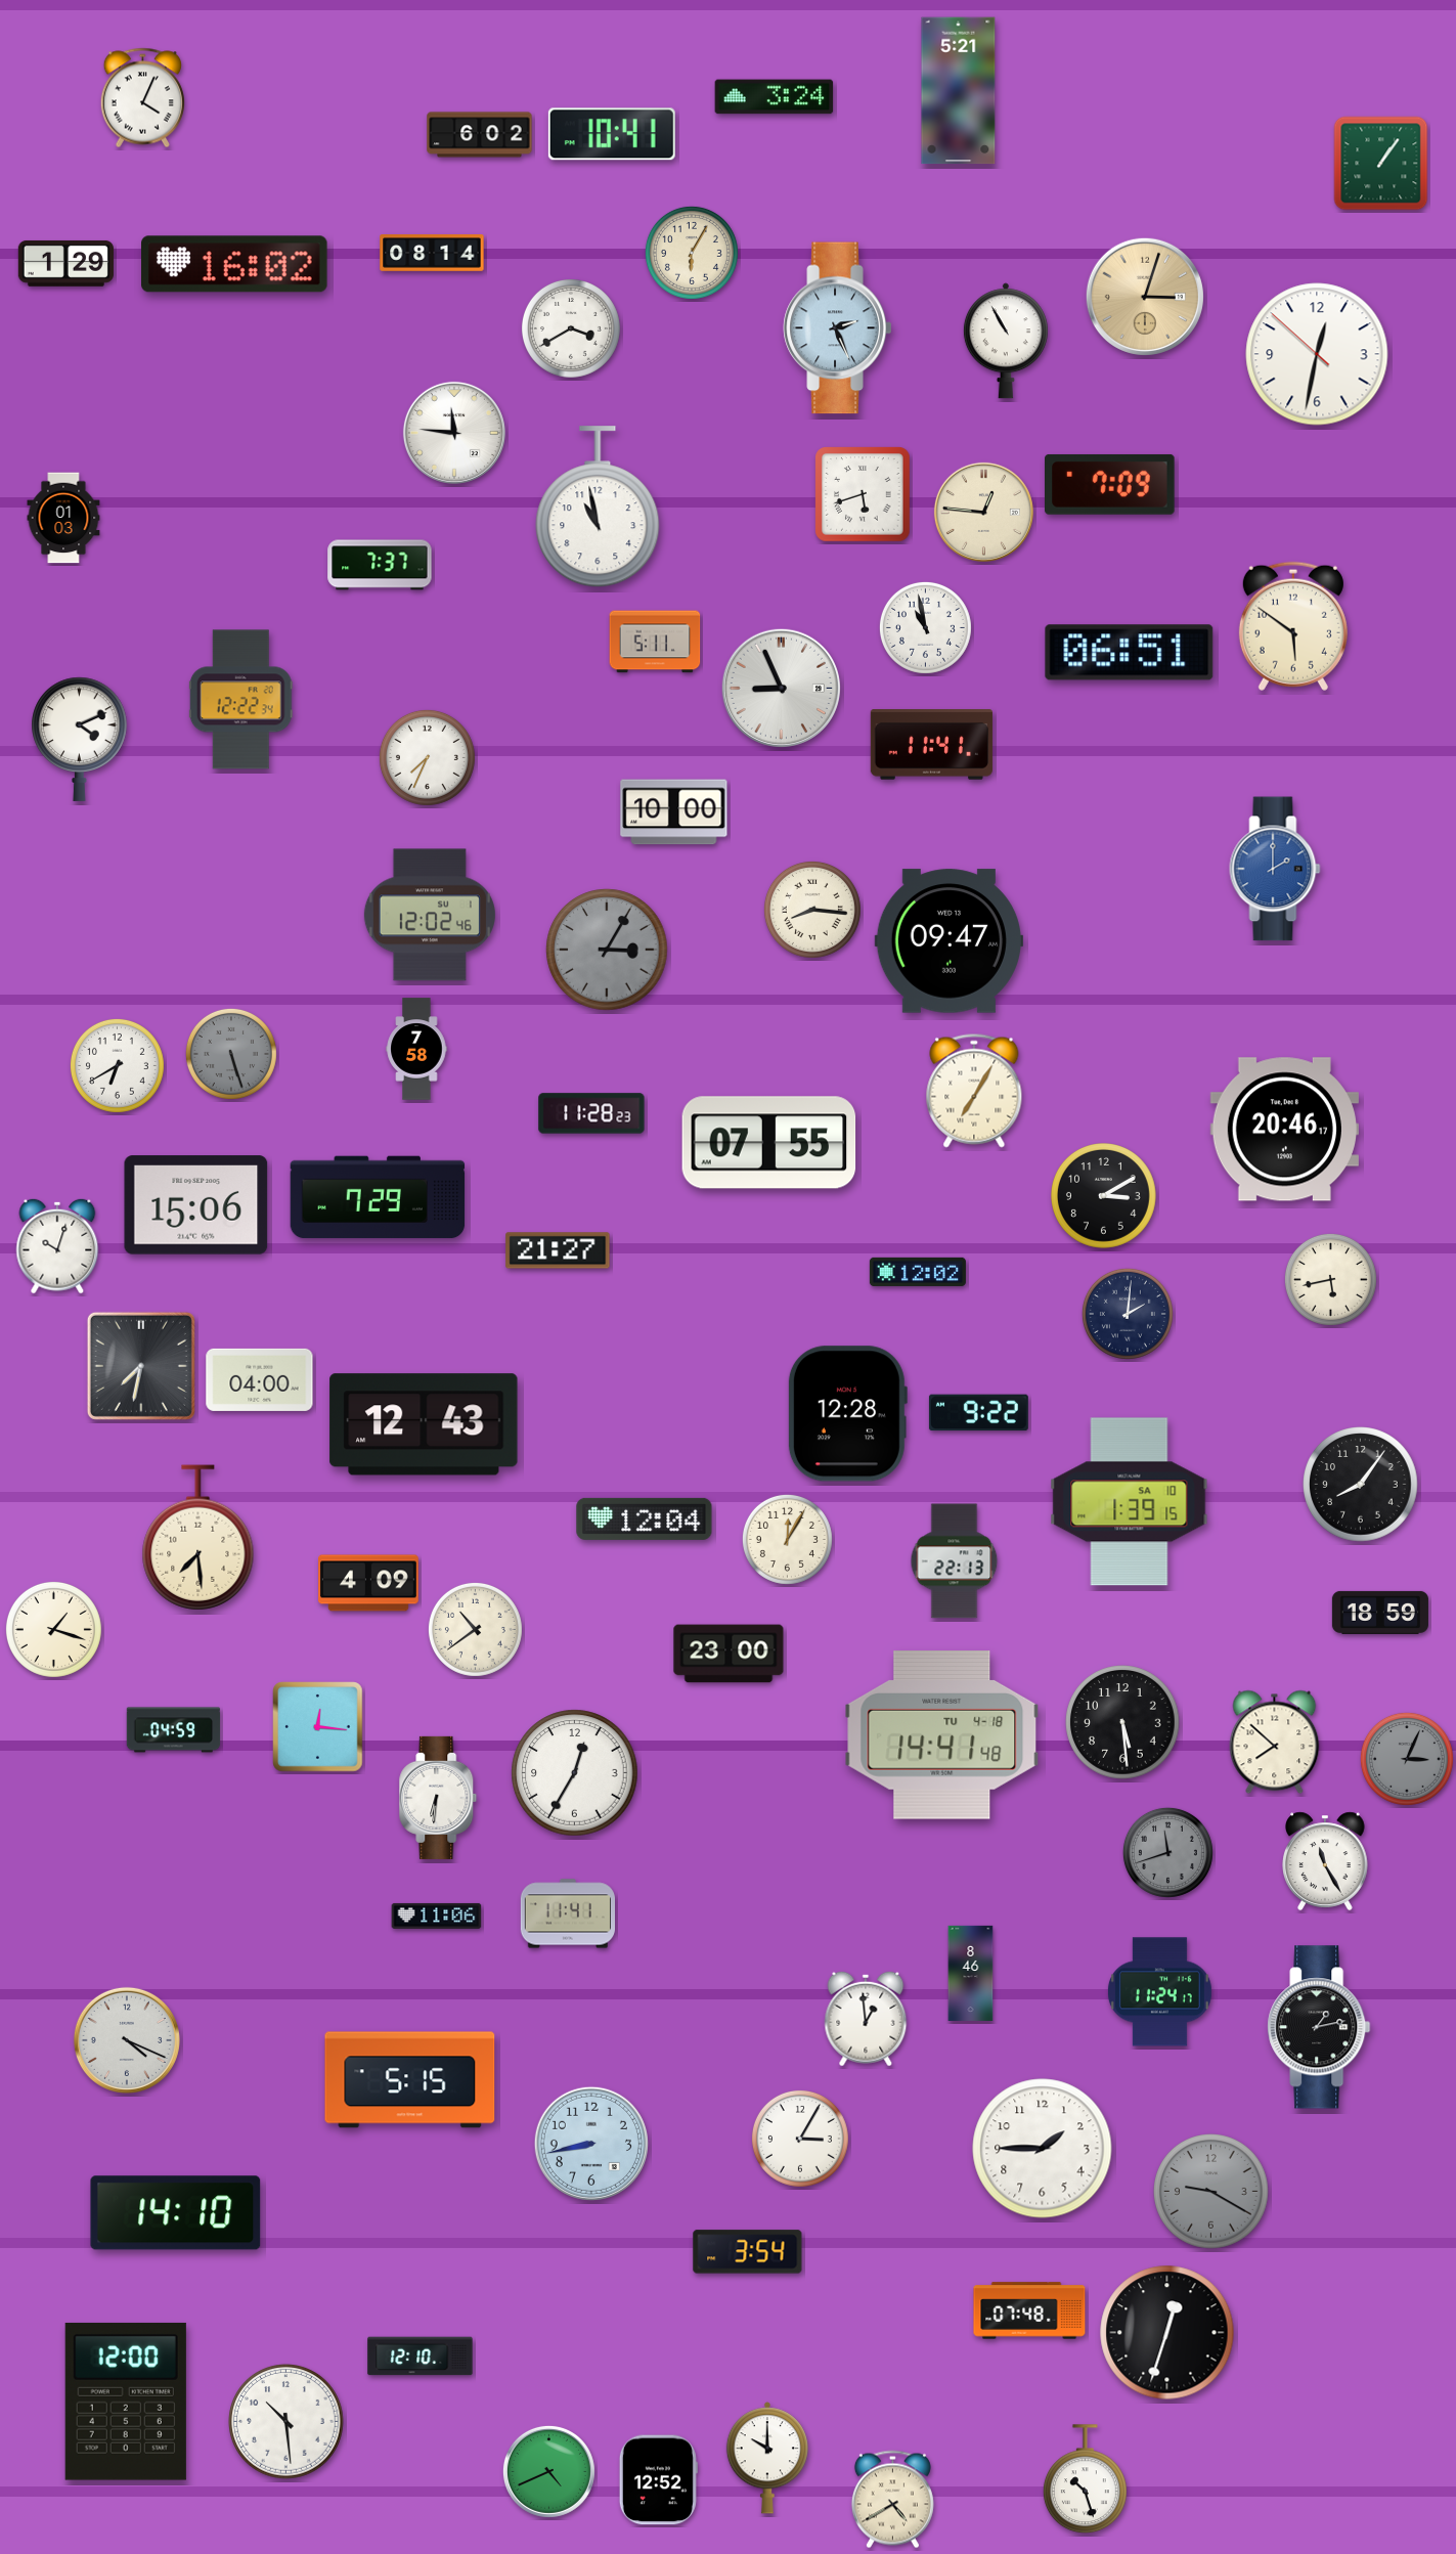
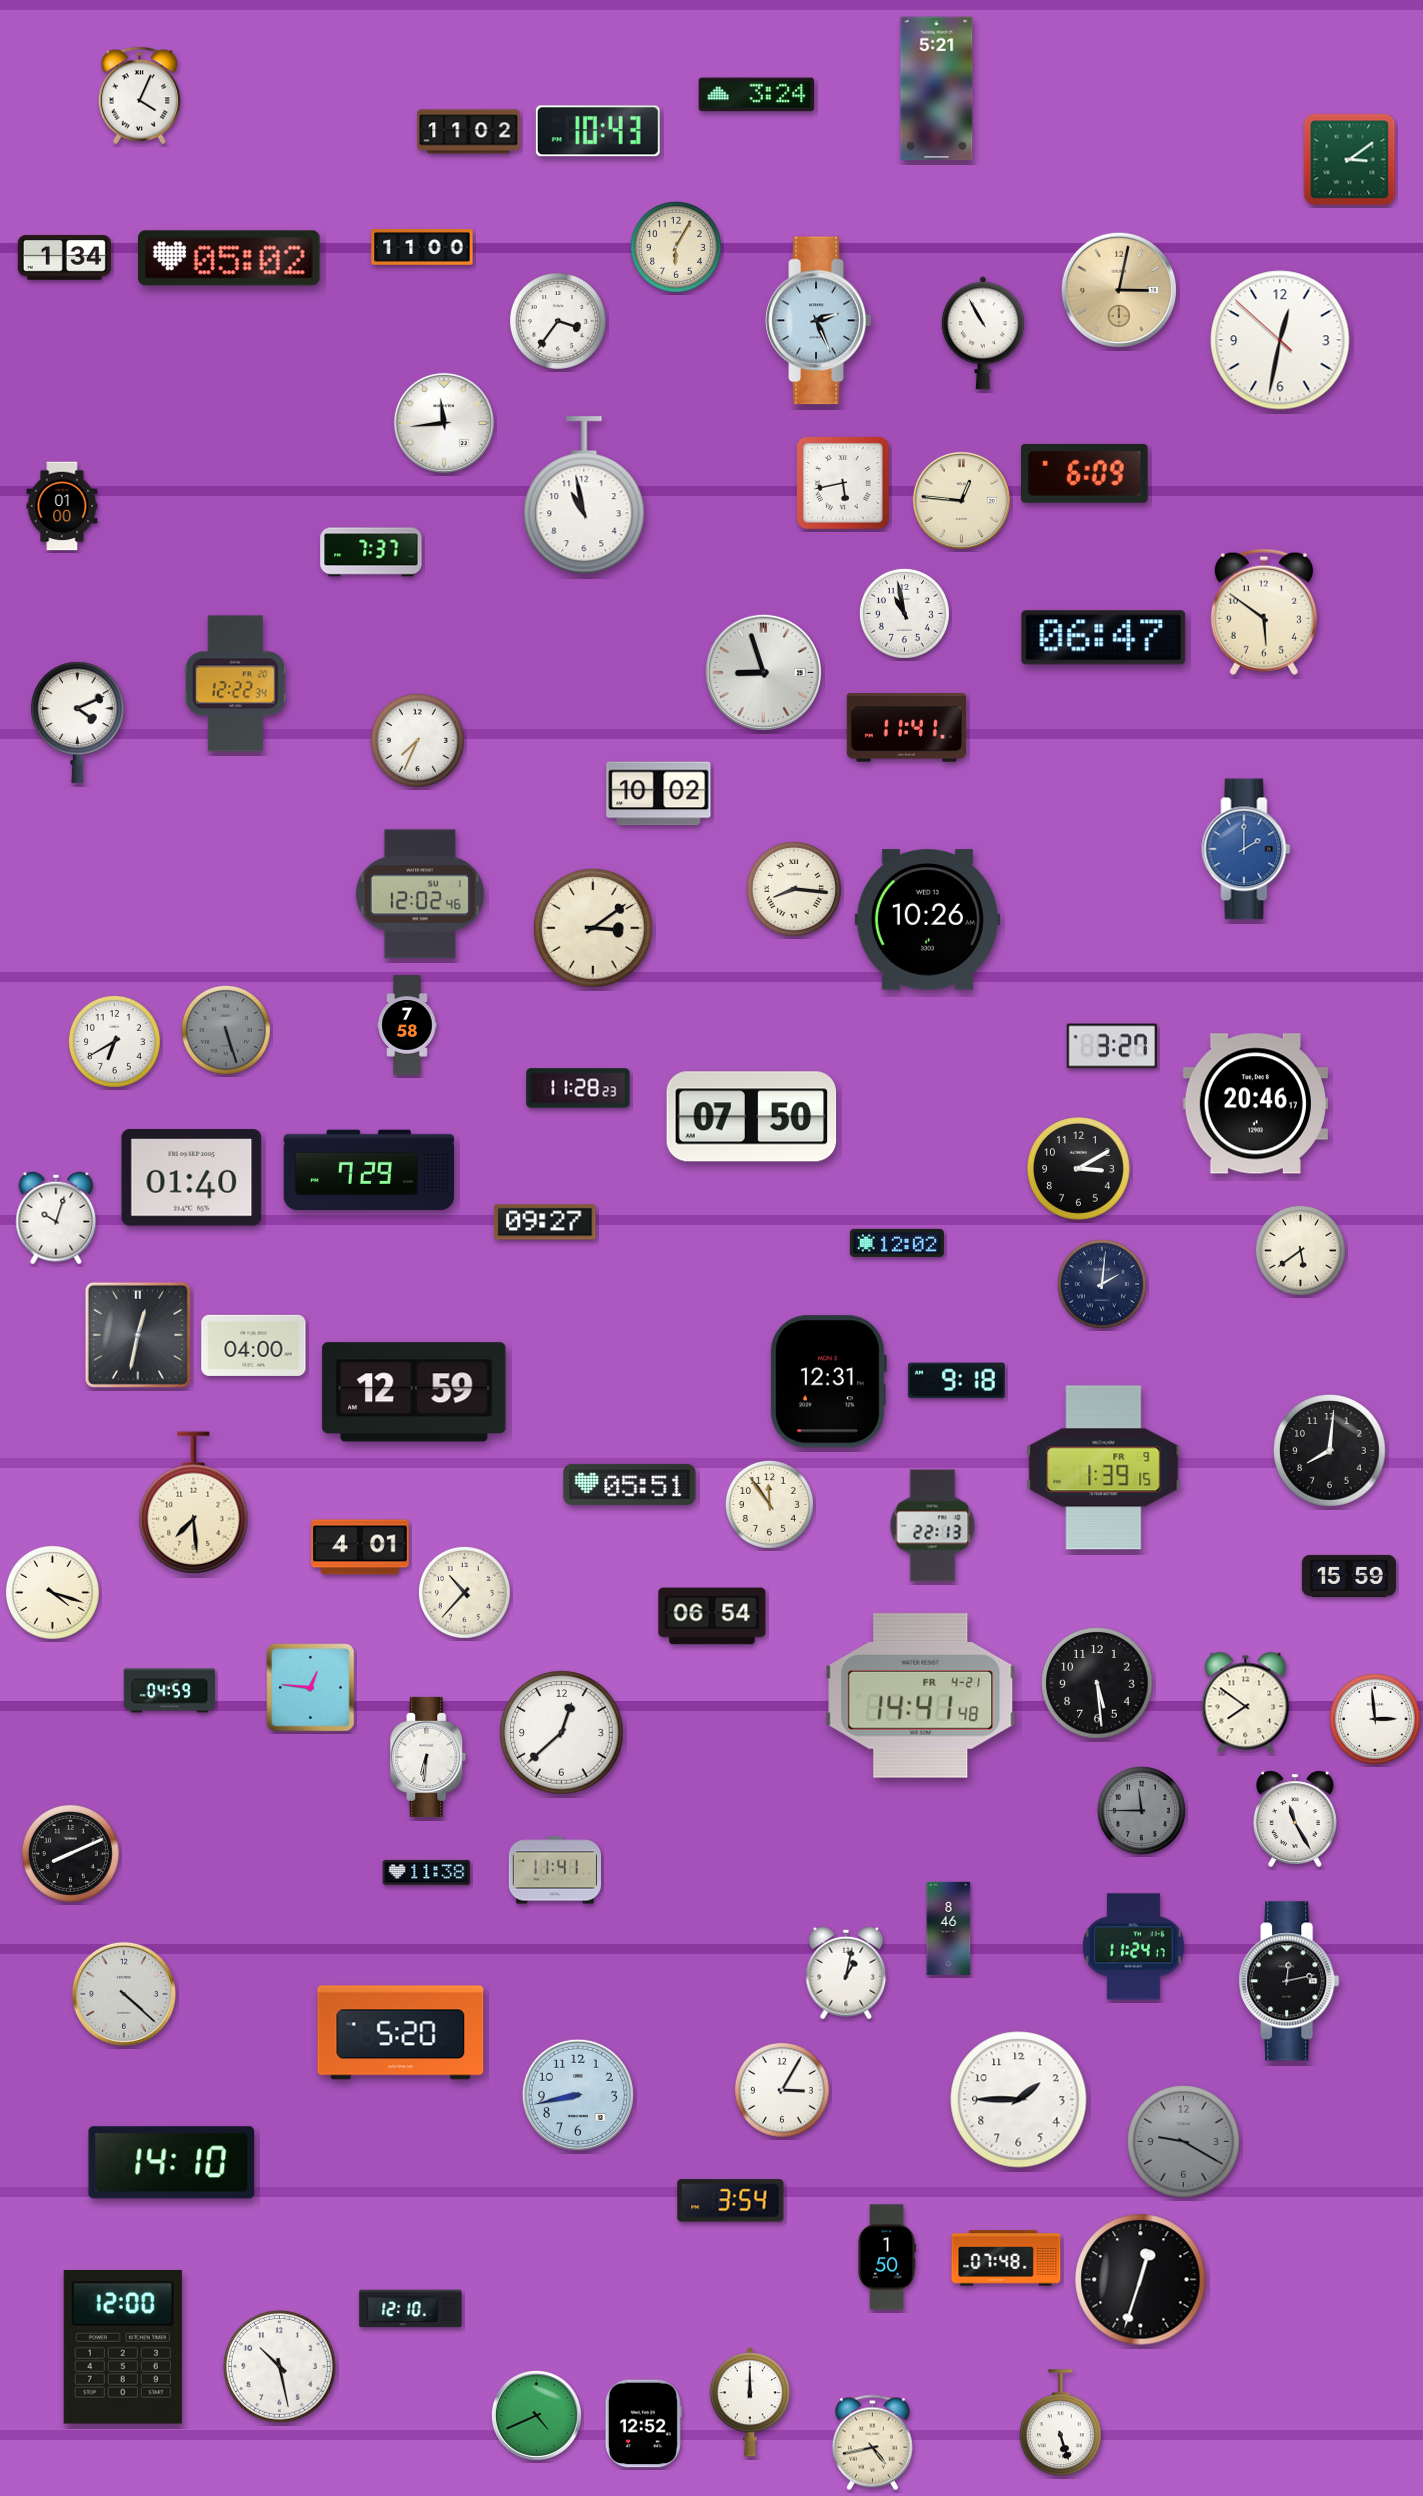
clock at (612, 134): 10:41 -> 10:43
clock at (480, 135): 6:02 -> 11:02
clock at (1381, 164): 1:06 -> 3:09
clock at (432, 254): 08:14 -> 11:00
clock at (65, 263): 1:29 -> 1:34
clock at (234, 264): 16:02 -> 05:02
clock at (1145, 297): 3:03 -> 3:02
clock at (571, 328): 3:40 -> 3:36
clock at (1317, 354) position: (1317, 354) -> (1280, 340)
clock at (454, 433): 11:46 -> 11:44
clock at (1110, 484): 7:09 -> 6:09
clock at (863, 494): 5:42 -> 5:43
clock at (63, 518): 01:03 -> 01:00
clock at (655, 642): 5:11 -> none
clock at (1130, 653): 06:51 -> 06:47
clock at (781, 688): 8:56 -> 8:57
clock at (931, 745) position: (931, 745) -> (906, 728)
clock at (674, 812): 10:00 -> 10:02
clock at (948, 941): 09:47 -> 10:26
clock at (607, 950): 3:05 -> 3:09
clock at (607, 950) dial: grey -> cream
clock at (1112, 1046): none -> 3:27
clock at (974, 1091): 7:05 -> none
clock at (769, 1143): 07:55 -> 07:50
clock at (196, 1205): 15:06 -> 01:40
clock at (558, 1250): 21:27 -> 09:27
clock at (1330, 1279): 5:43 -> 5:39
clock at (141, 1366): 7:32 -> 12:32
clock at (260, 1379) position: (260, 1379) -> (254, 1345)
clock at (978, 1413): 9:22 -> 9:18
clock at (847, 1414): 12:28 -> 12:31
clock at (424, 1424): 12:43 -> 12:59
clock at (1361, 1485): 8:06 -> 8:01
clock at (1130, 1502) date: SA 10 -> FR 9
clock at (645, 1518): 12:04 -> 05:51
clock at (787, 1539): 12:05 -> 11:54
clock at (368, 1583): 4:09 -> 4:01
clock at (1380, 1613): 18:59 -> 15:59
clock at (53, 1629): 1:18 -> 4:18
clock at (475, 1629): 10:39 -> 10:37
clock at (729, 1654): 23:00 -> 06:54
clock at (318, 1727): 12:16 -> 12:46
clock at (942, 1735) date: TU 4-18 -> FR 4-21
clock at (1275, 1743): 7:52 -> 7:51
clock at (1407, 1759): 3:04 -> 2:59
clock at (1407, 1759) dial: grey -> white
clock at (575, 1773): 12:35 -> 12:38
clock at (1167, 1852): 11:42 -> 11:45
clock at (70, 1853): none -> 8:11
clock at (437, 1915): 11:06 -> 11:38
clock at (866, 2019): 12:59 -> 1:02
clock at (1319, 2027): 1:13 -> 12:13
clock at (127, 2040): 4:19 -> 4:22
clock at (410, 2080): 5:15 -> 5:20
clock at (886, 2257): none -> 1:50
clock at (421, 2357) position: (421, 2357) -> (411, 2309)
clock at (286, 2422): 10:29 -> 10:28
clock at (767, 2458): 10:00 -> 12:00
clock at (1086, 2479): 10:27 -> 5:27
clock at (892, 2500): 4:40 -> 4:43
